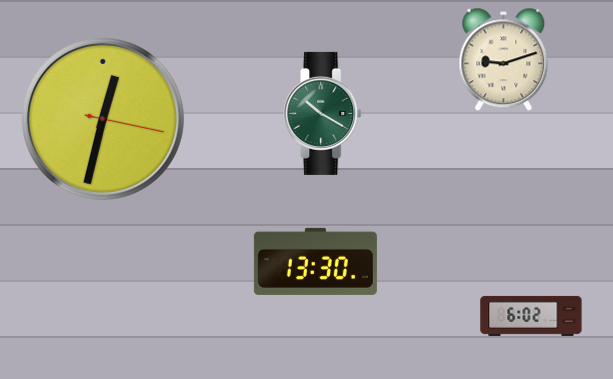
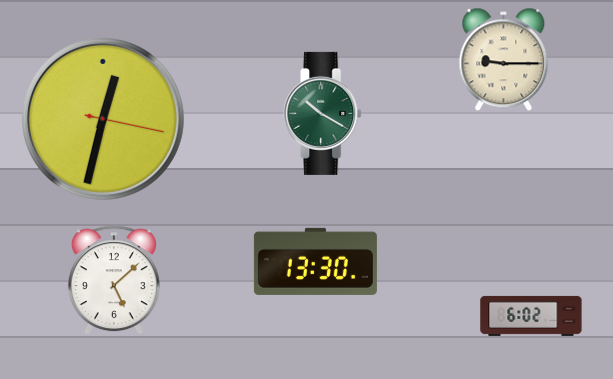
clock at (504, 60): 9:12 -> 9:15
clock at (114, 280): none -> 5:08
